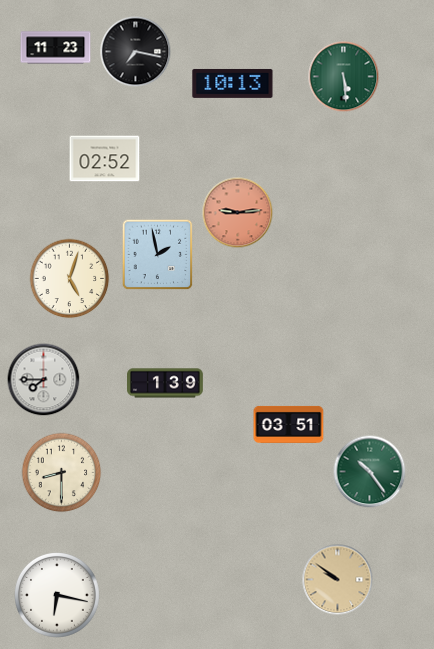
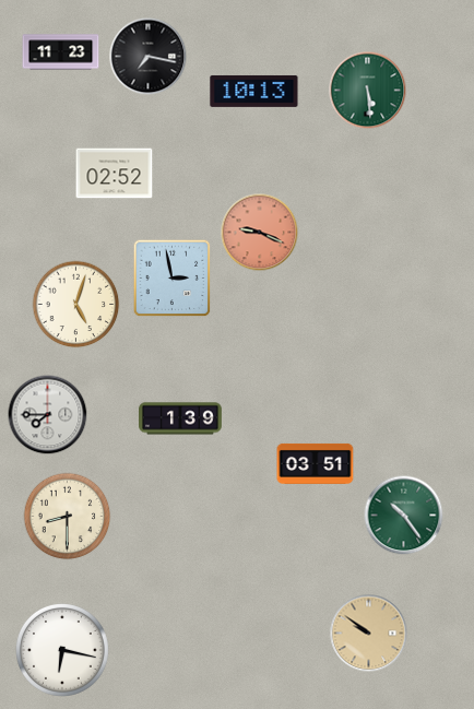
clock at (344, 77) position: (344, 77) -> (368, 91)
clock at (238, 213): 9:14 -> 9:19
clock at (158, 255): 1:58 -> 2:58
